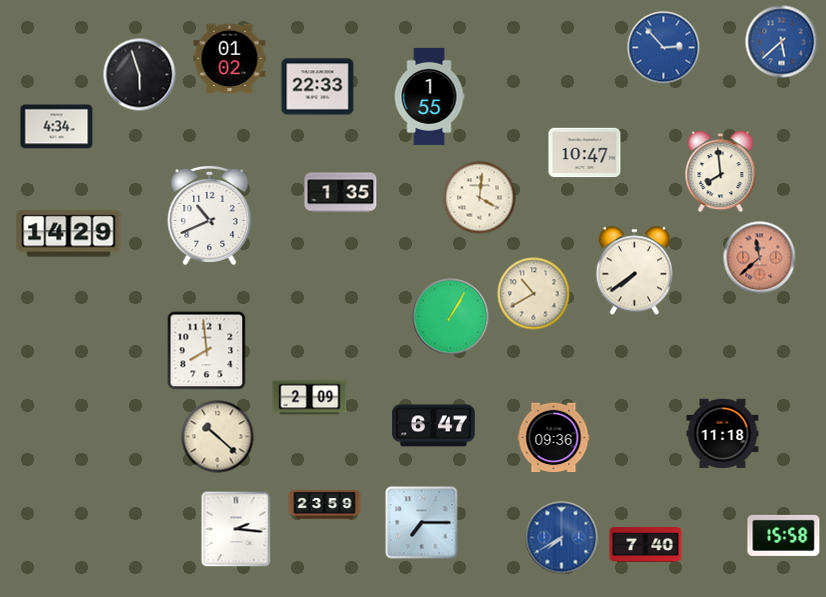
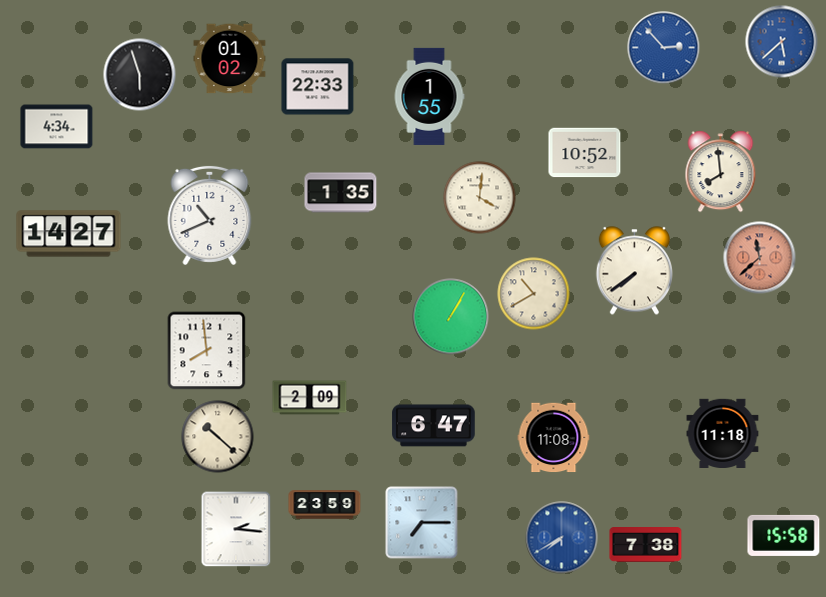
clock at (585, 153): 10:47 -> 10:52
clock at (69, 234): 14:29 -> 14:27
clock at (554, 438): 09:36 -> 11:08
clock at (646, 545): 7:40 -> 7:38
